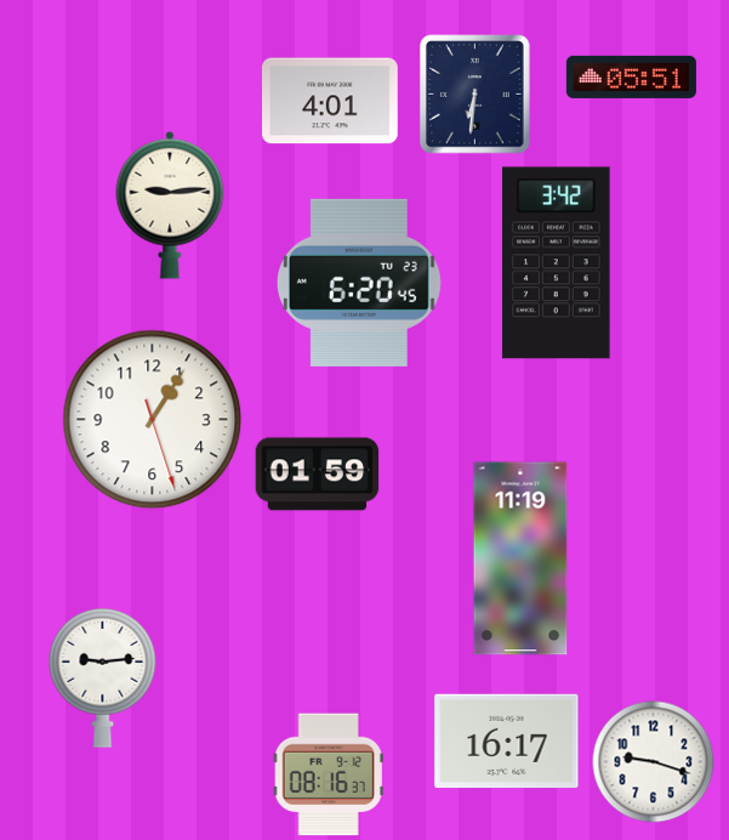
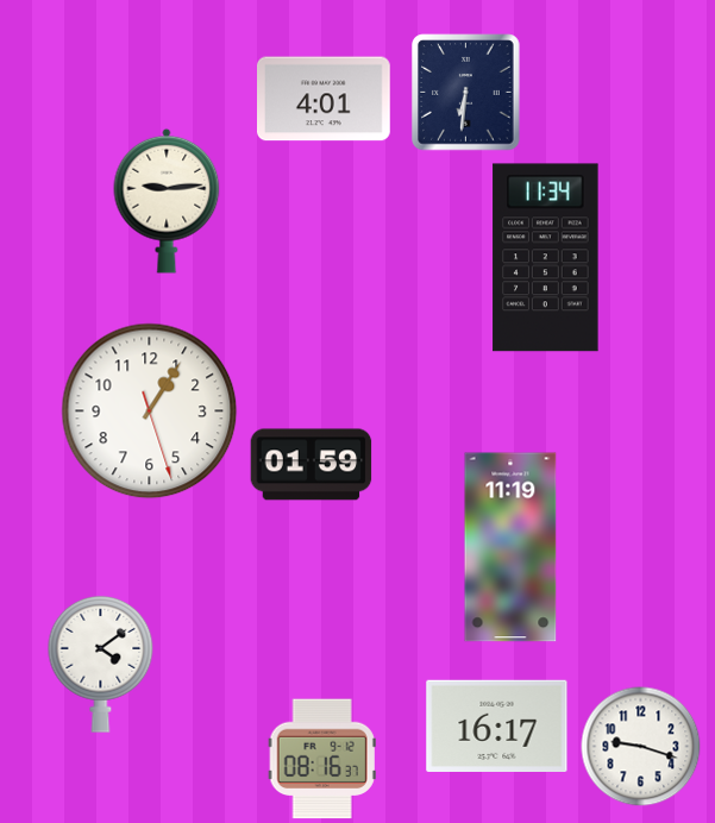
clock at (631, 76): 05:51 -> none
clock at (557, 263): 3:42 -> 11:34
clock at (359, 283): 6:20 -> none
clock at (103, 677): 9:14 -> 4:09
